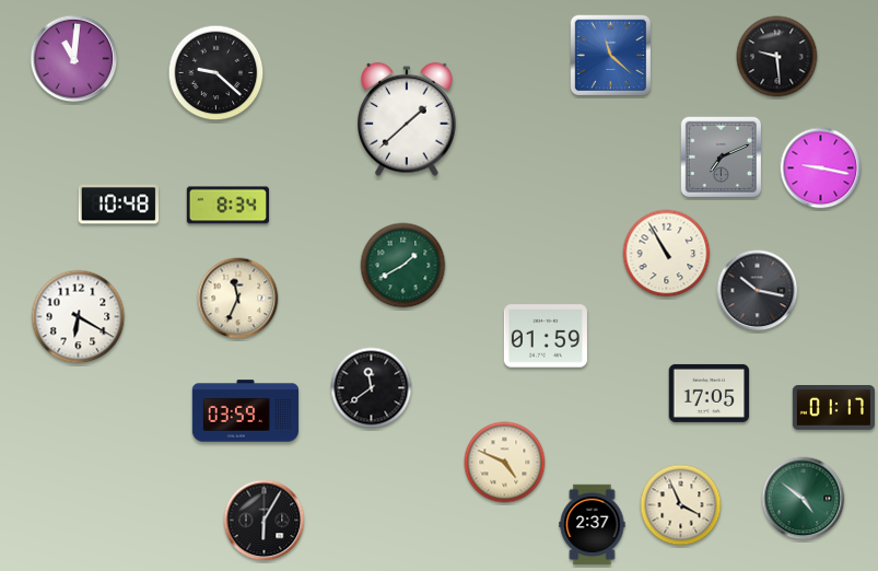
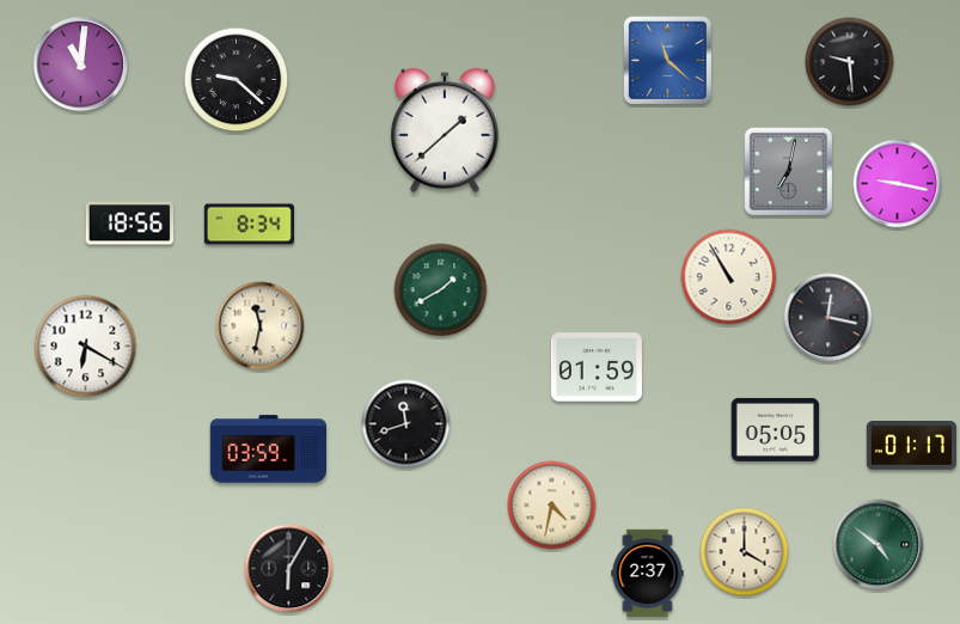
clock at (722, 158): 7:11 -> 7:02
clock at (119, 205): 10:48 -> 18:56
clock at (758, 291): 10:17 -> 12:17
clock at (238, 299): 11:34 -> 11:32
clock at (372, 388): 11:39 -> 11:42
clock at (710, 393): 17:05 -> 05:05
clock at (505, 463): 4:49 -> 4:32
clock at (681, 505): 3:56 -> 4:00
